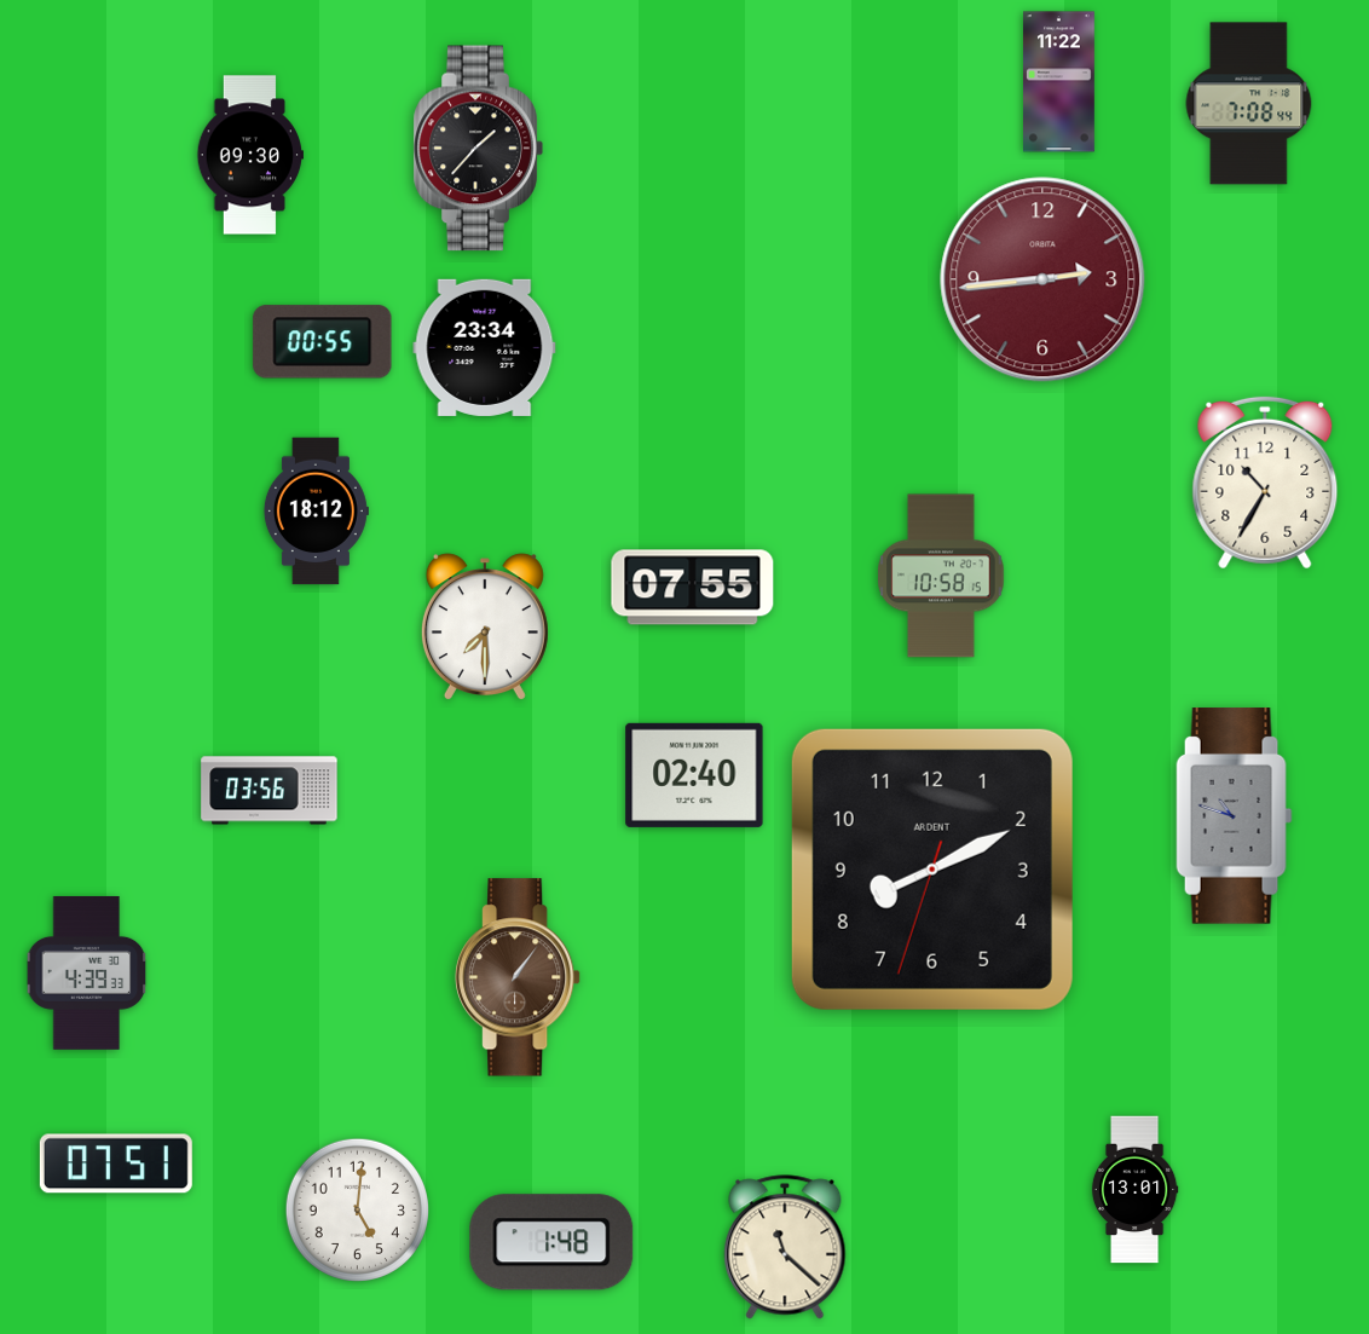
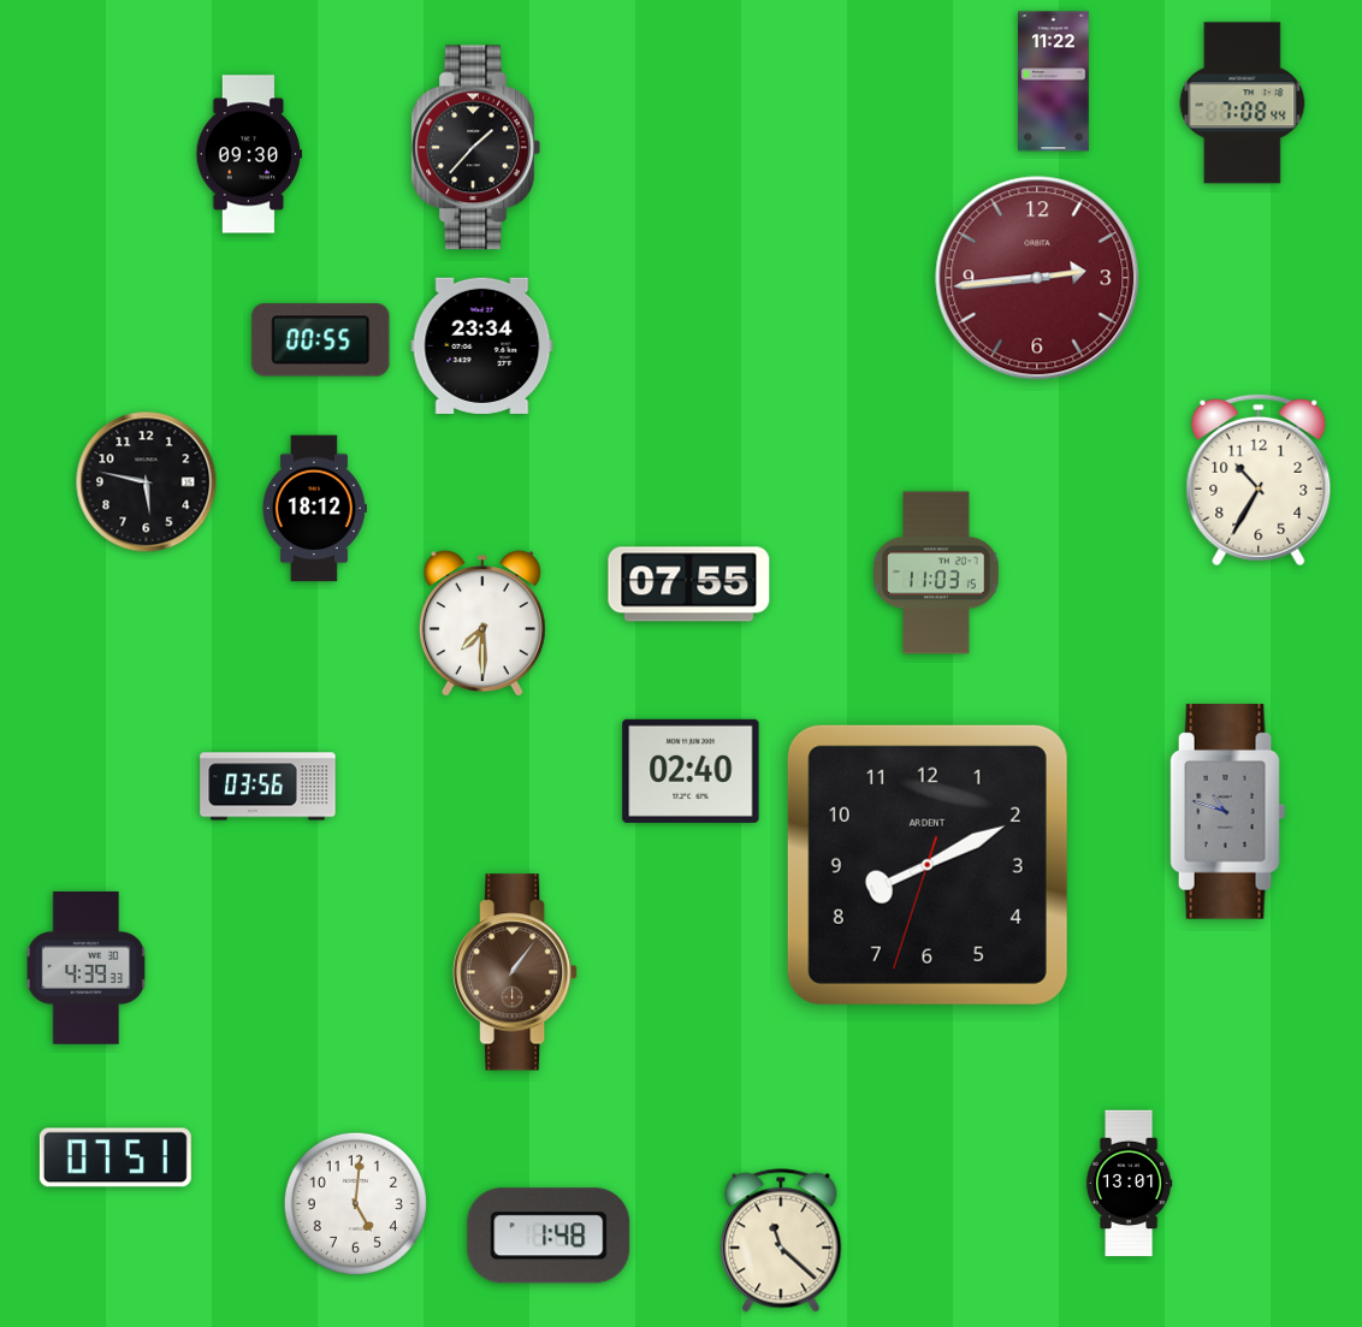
clock at (147, 482): none -> 5:47
clock at (941, 576): 10:58 -> 11:03
